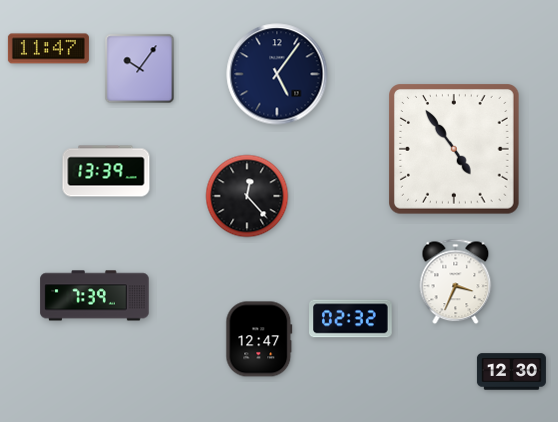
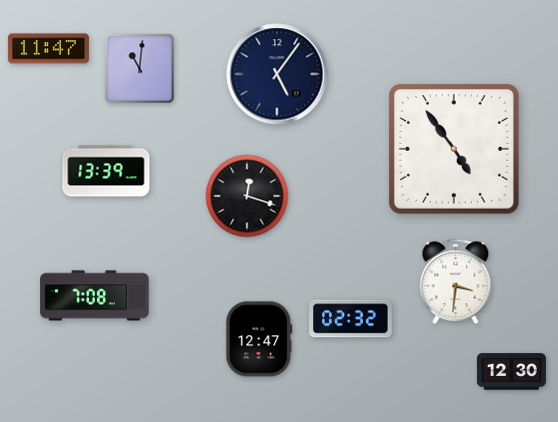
clock at (140, 69): 10:06 -> 11:01
clock at (247, 196): 12:23 -> 12:18
clock at (456, 282): 3:34 -> 3:31
clock at (95, 296): 7:39 -> 7:08
